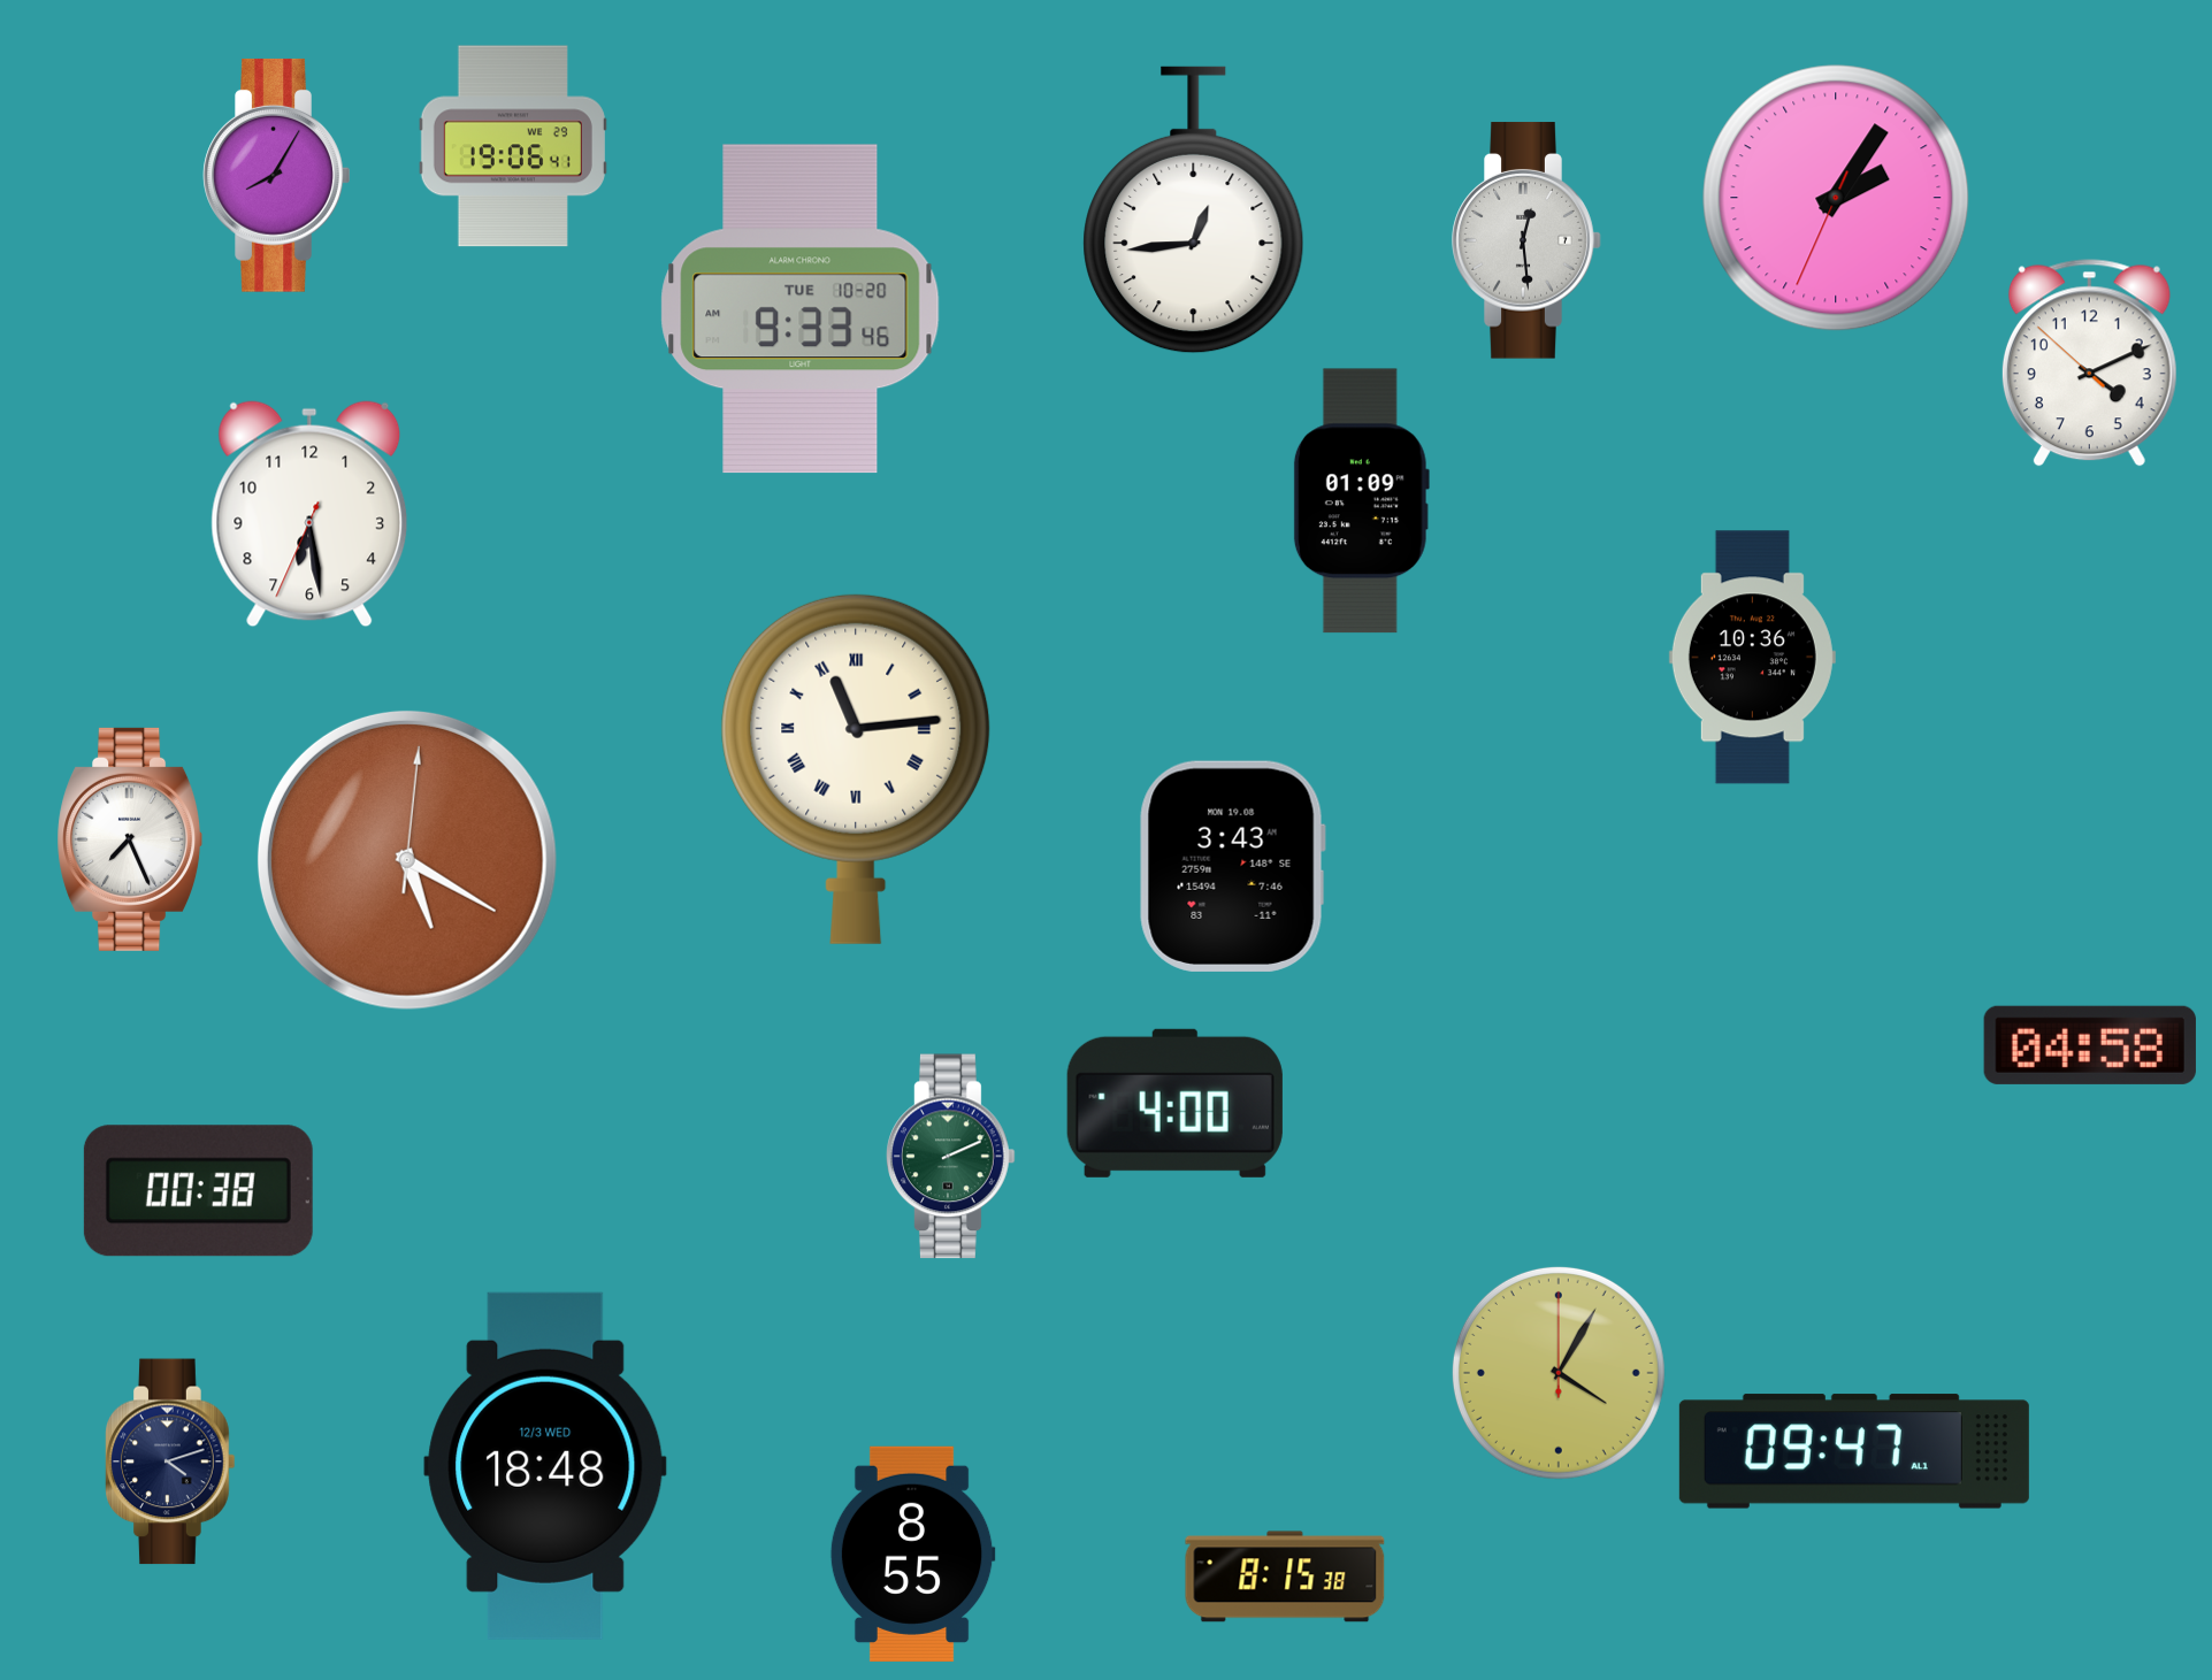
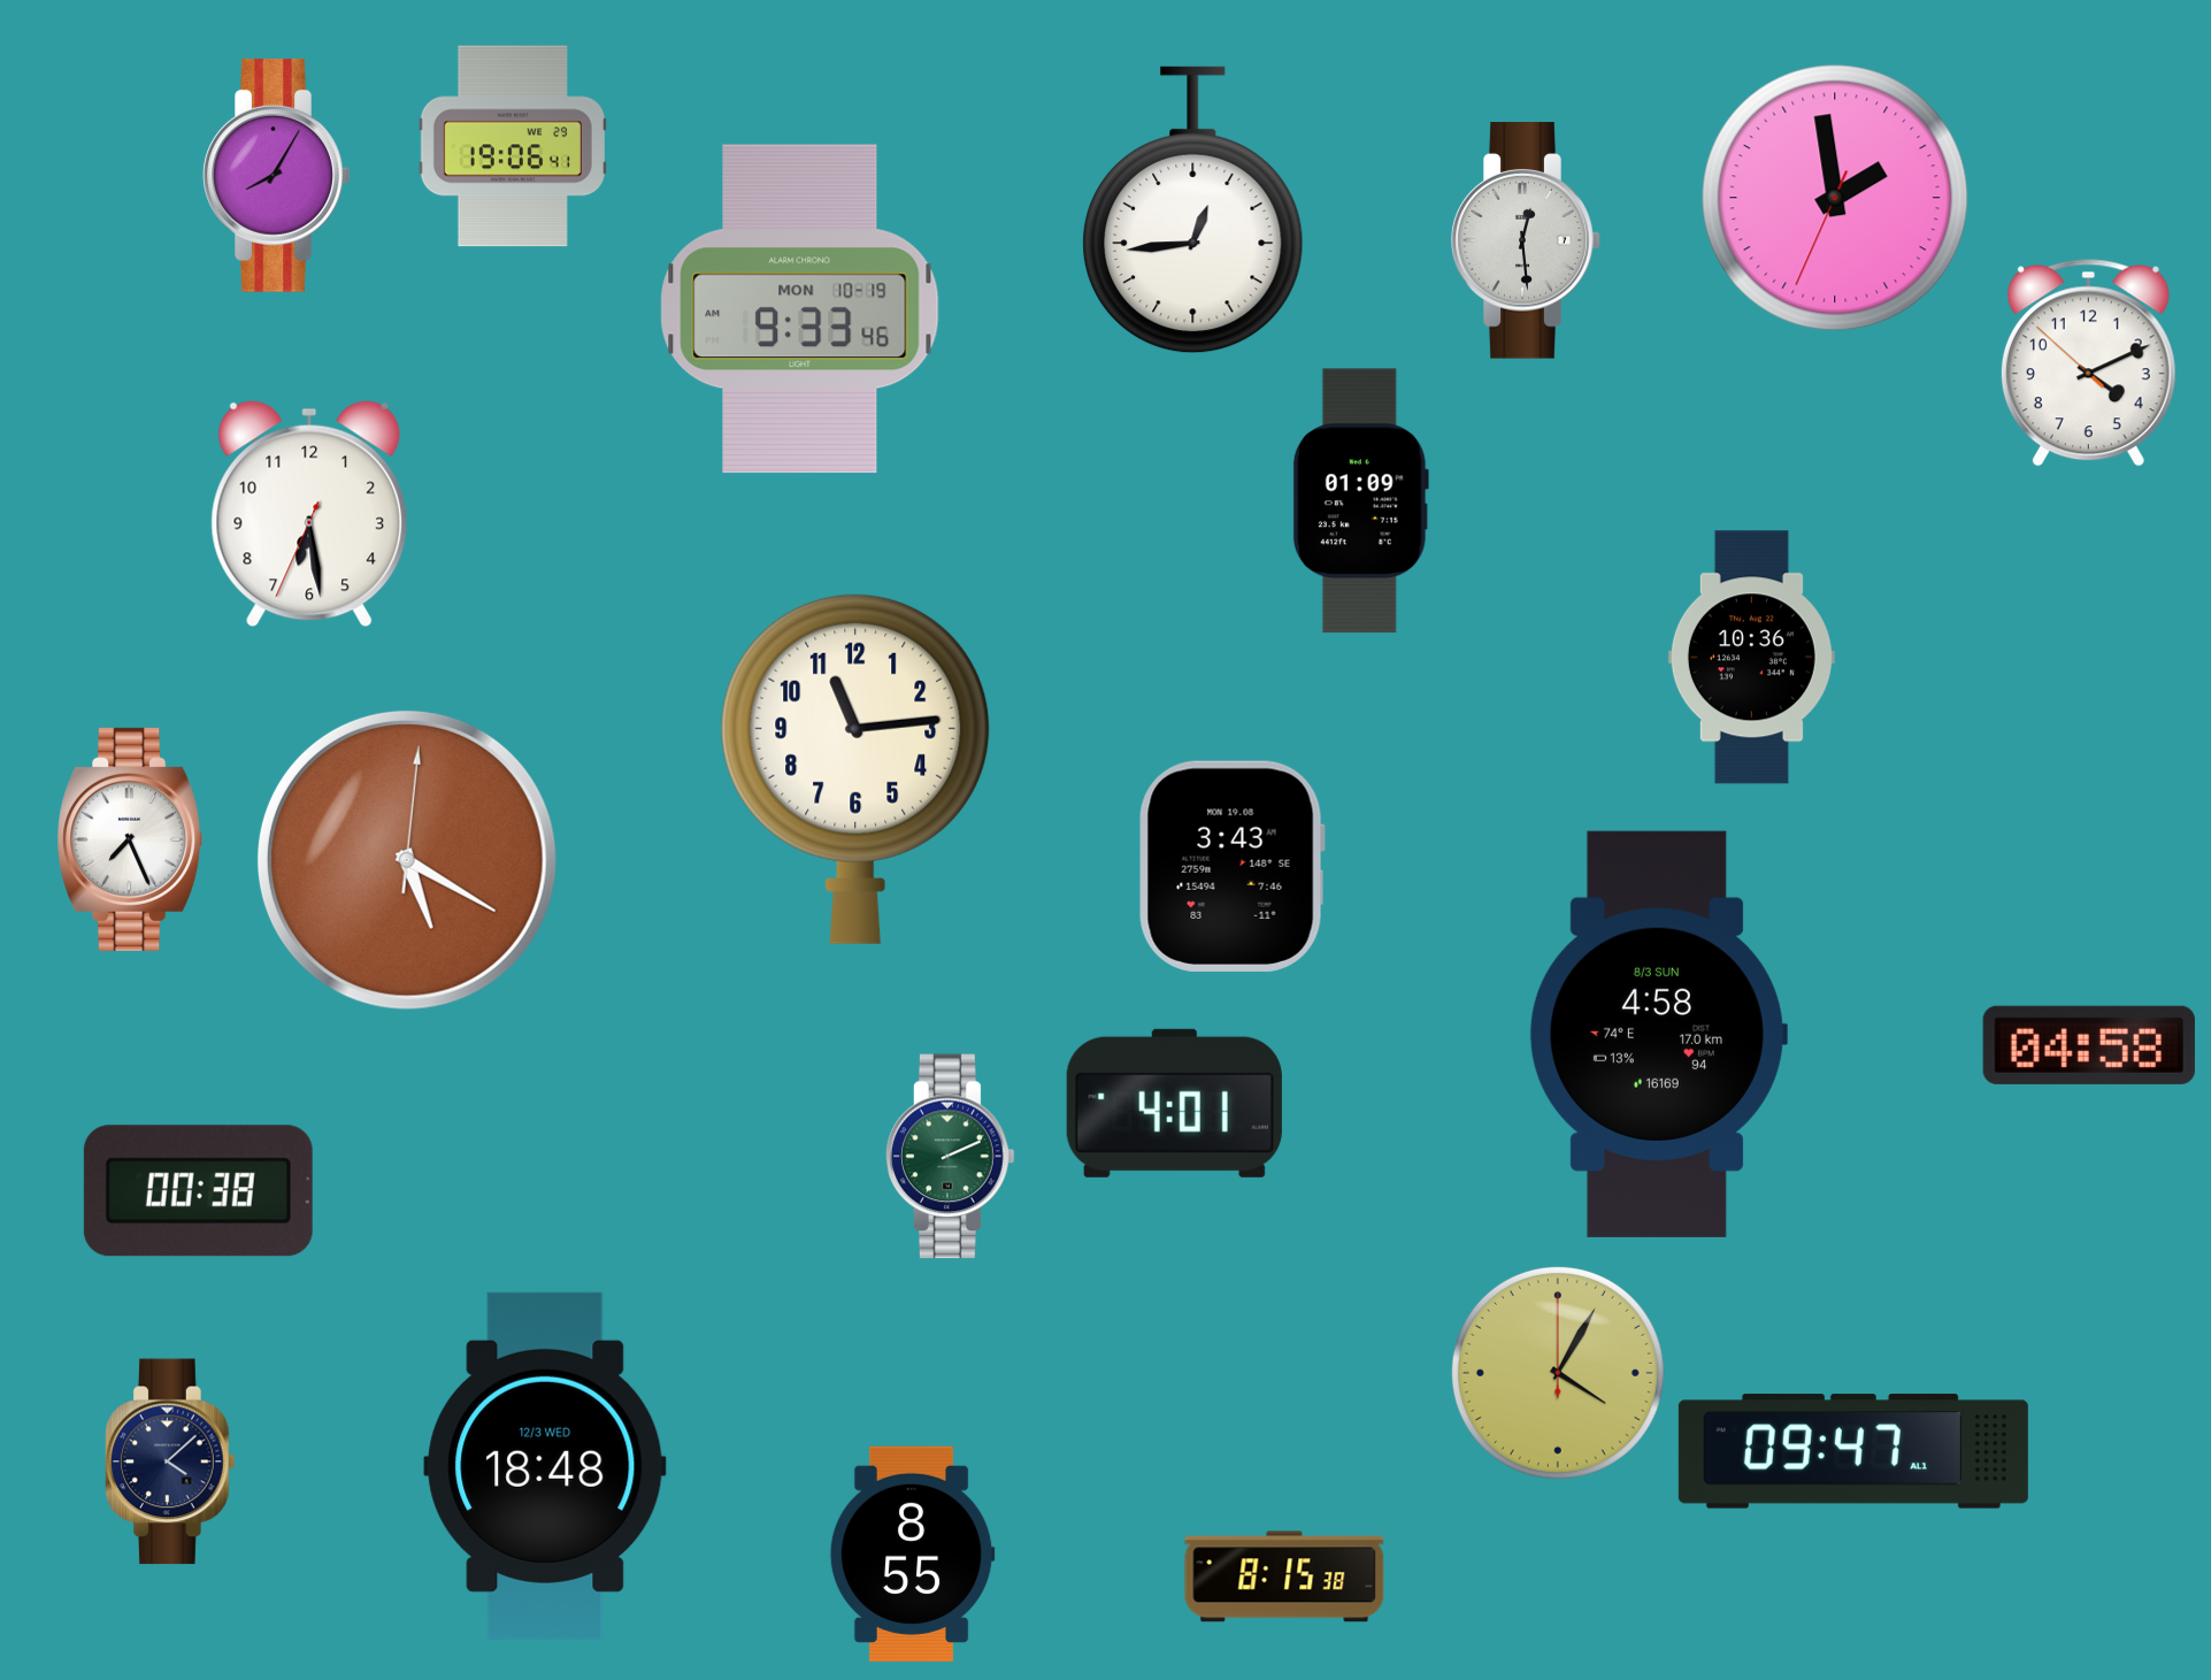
clock at (1836, 198): 2:05 -> 1:58
clock at (801, 309) date: TUE 10-20 -> MON 10-19
clock at (856, 768) numerals: Roman -> Arabic
clock at (1658, 1034): none -> 4:58
clock at (1174, 1103): 4:00 -> 4:01
clock at (170, 1462): 4:12 -> 4:08
